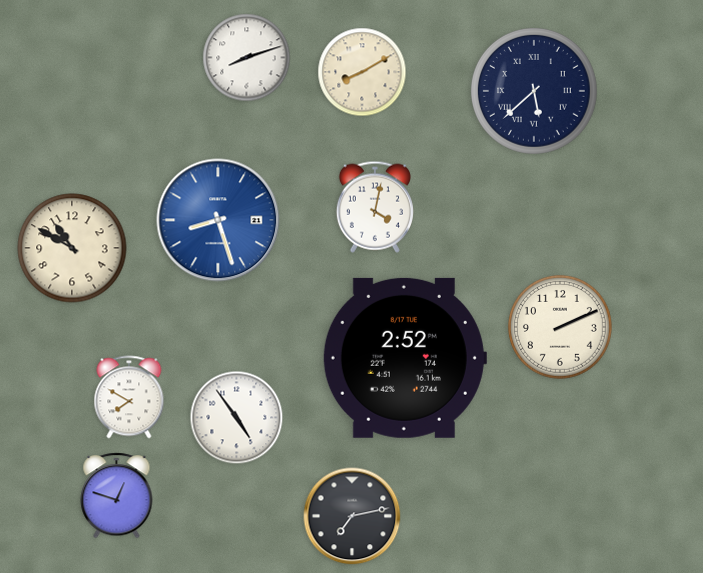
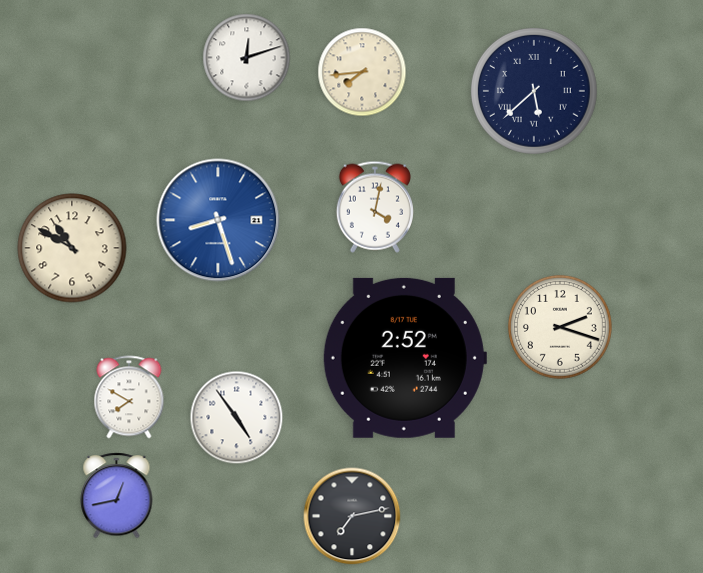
clock at (247, 58): 8:12 -> 12:12
clock at (362, 72): 8:10 -> 7:44
clock at (560, 327): 2:11 -> 2:18
clock at (117, 496): 12:48 -> 12:43
